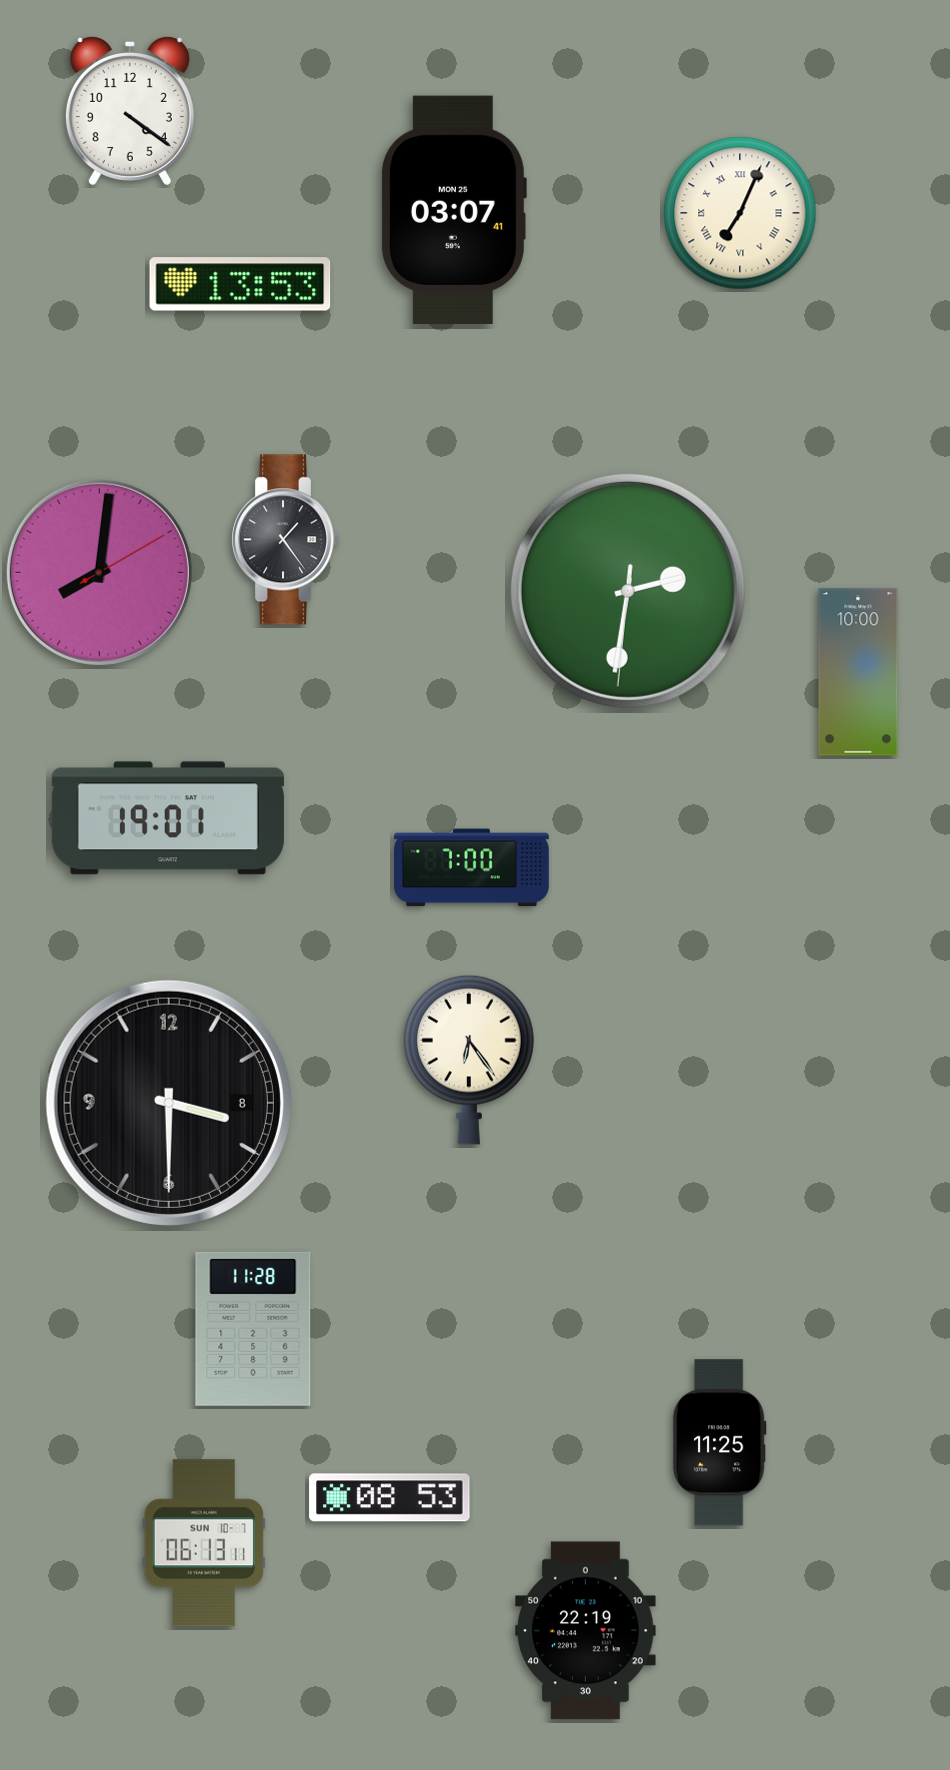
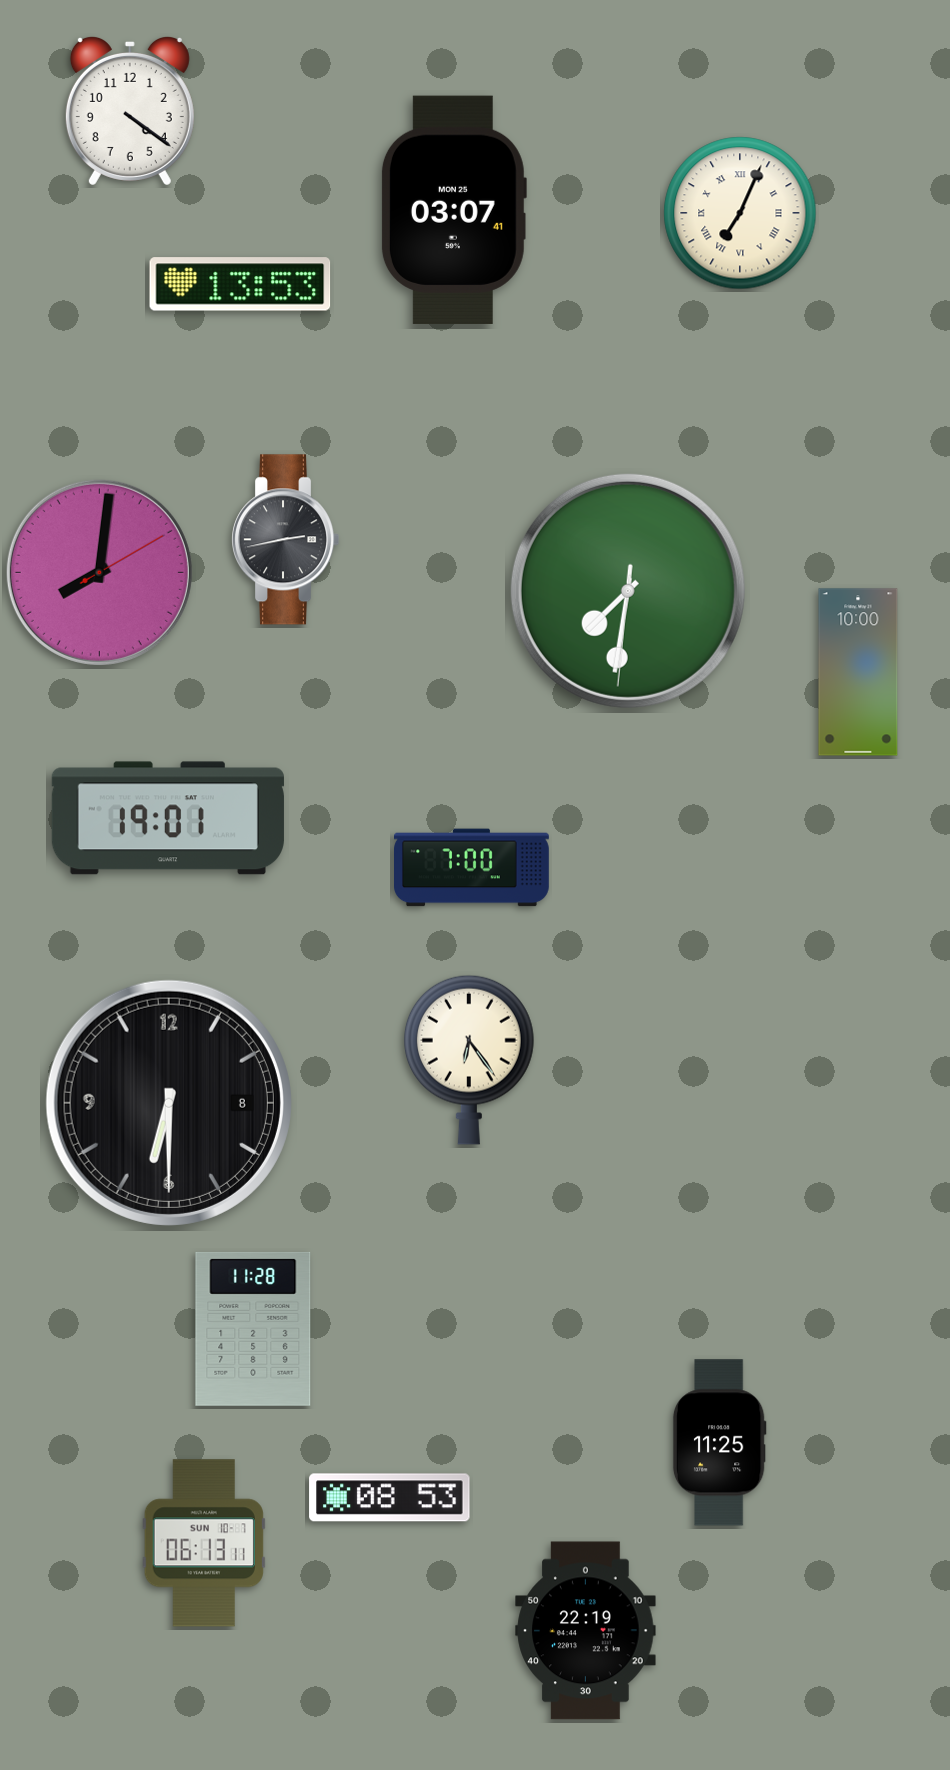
clock at (286, 540): 1:24 -> 2:43
clock at (628, 591): 2:31 -> 7:31
clock at (169, 1103): 3:30 -> 6:30
